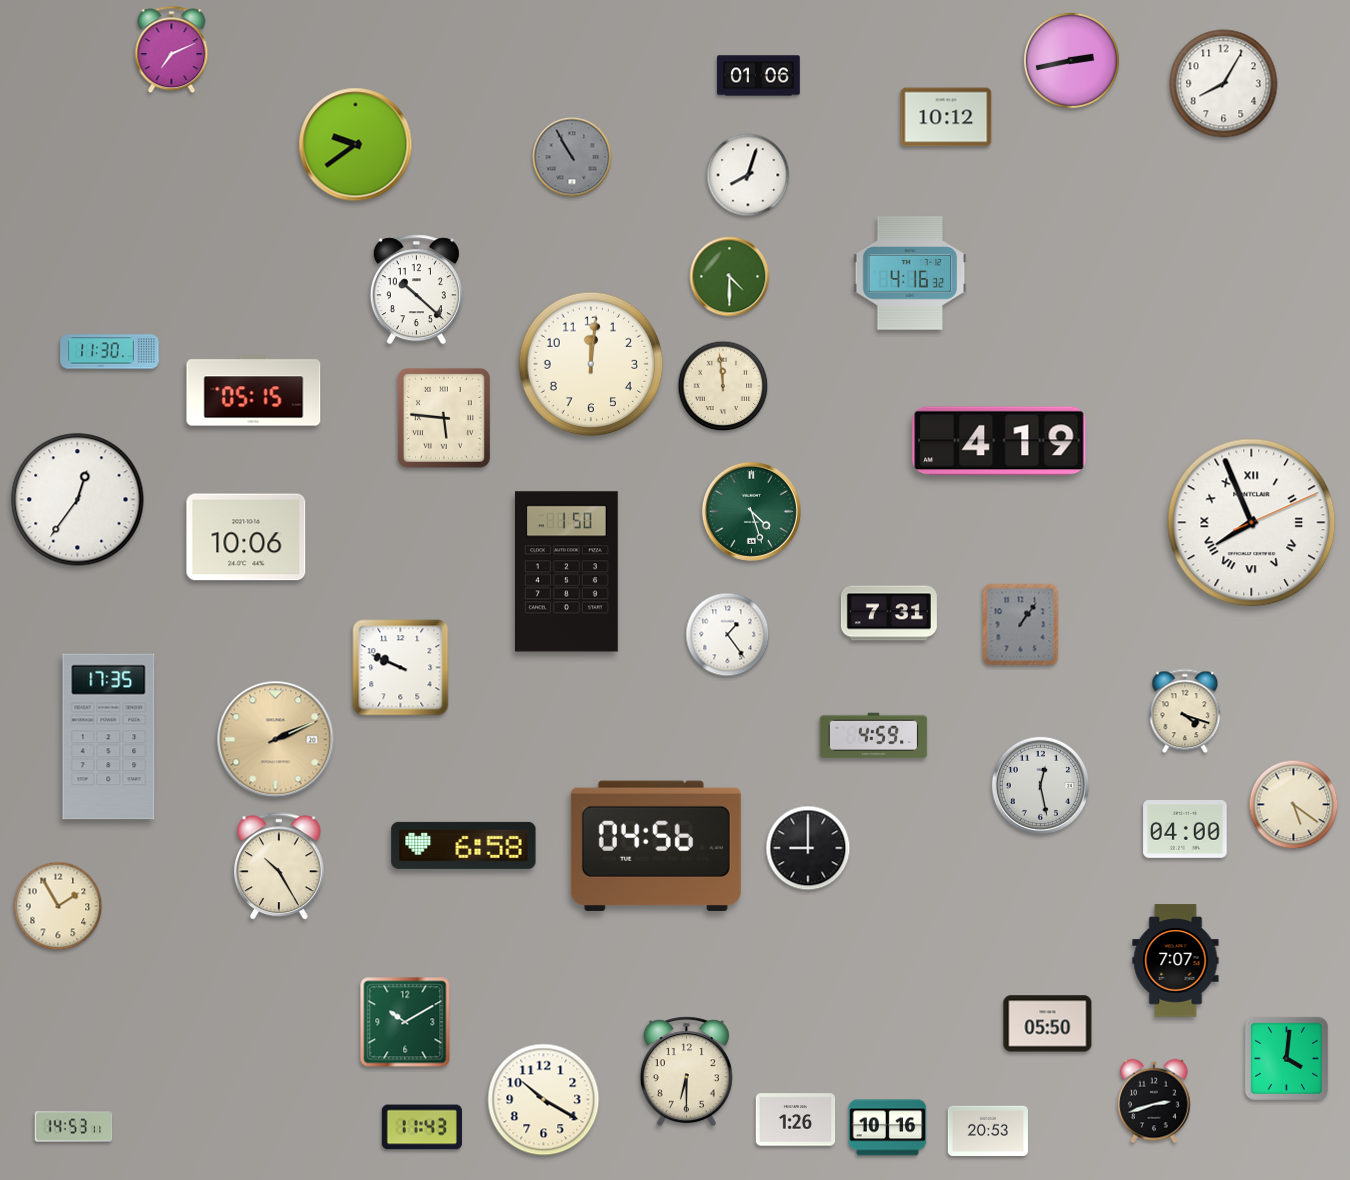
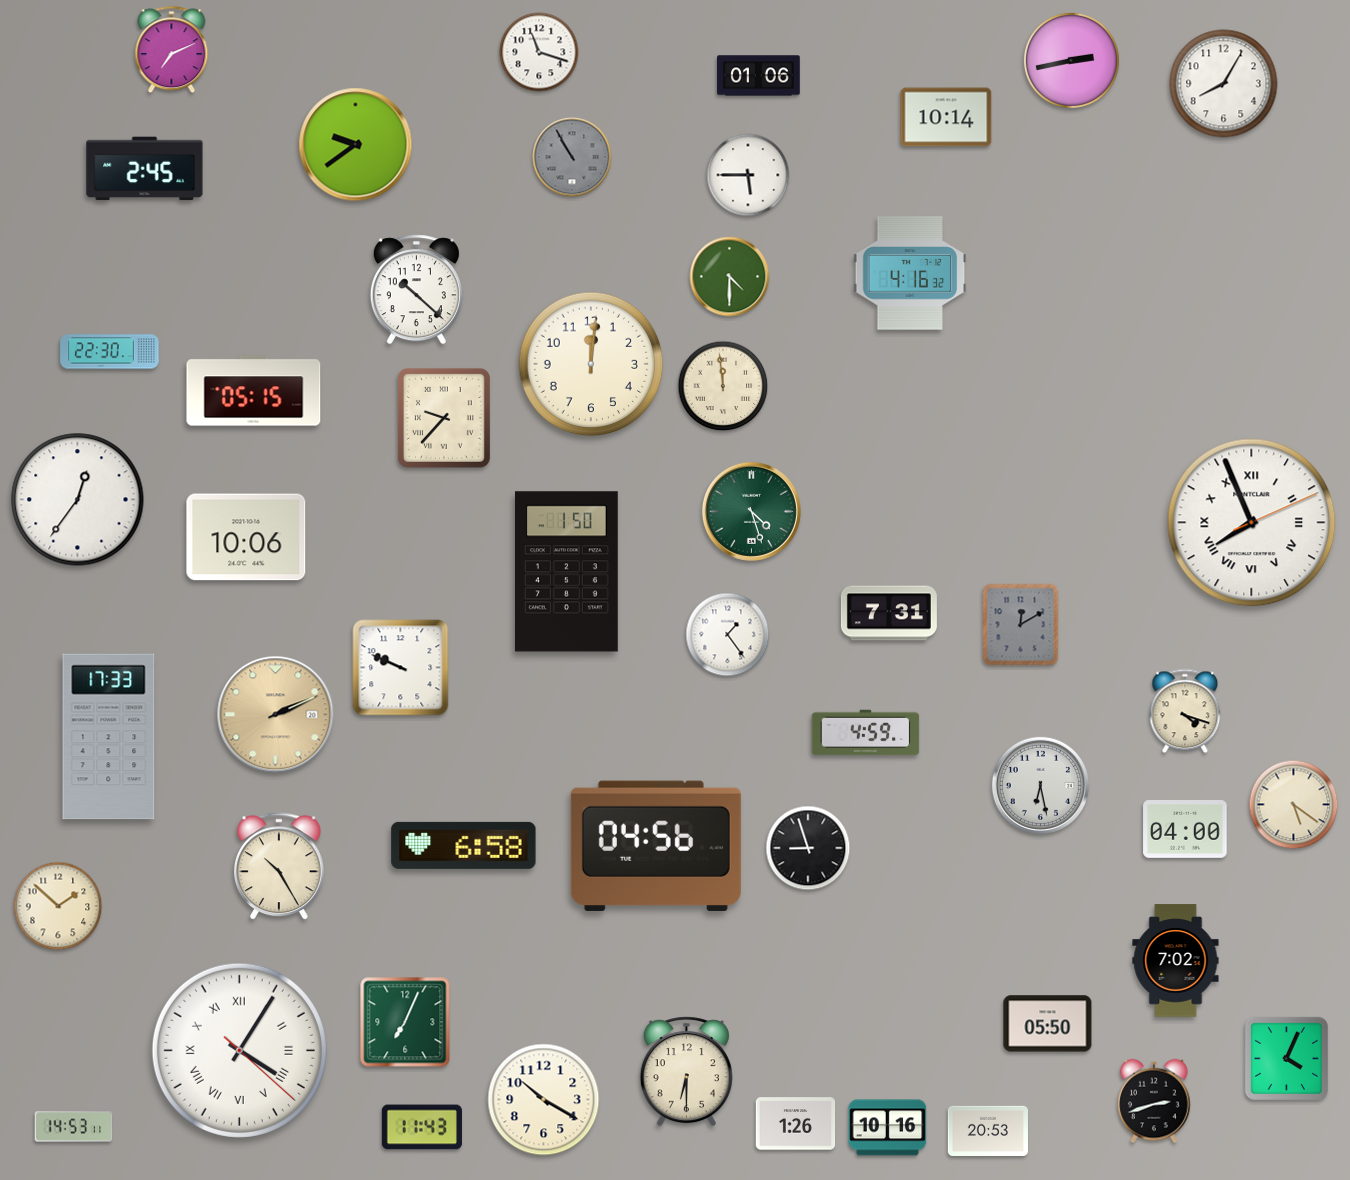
clock at (539, 52): none -> 11:18
clock at (946, 117): 10:12 -> 10:14
clock at (145, 169): none -> 2:45
clock at (748, 175): 8:03 -> 5:45
clock at (110, 352): 11:30 -> 22:30
clock at (444, 418): 5:46 -> 9:37
clock at (999, 441): 4:19 -> none
clock at (1021, 625): 1:06 -> 12:10
clock at (874, 736) position: (874, 736) -> (866, 733)
clock at (109, 737): 17:35 -> 17:33
clock at (276, 740) position: (276, 740) -> (276, 715)
clock at (1040, 785): 12:28 -> 6:28
clock at (808, 848): 9:00 -> 8:57
clock at (58, 906): 1:55 -> 1:52
clock at (1176, 961): 7:07 -> 7:02
clock at (405, 1022): 10:10 -> 7:04
clock at (239, 1050): none -> 4:05
clock at (1286, 1058): 4:01 -> 4:04
clock at (796, 1120) position: (796, 1120) -> (796, 1124)
